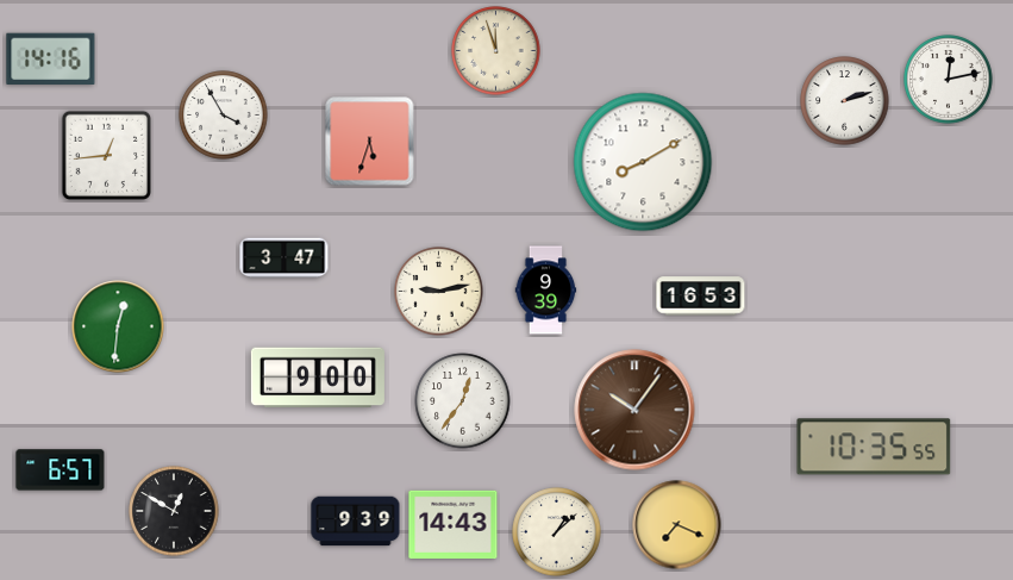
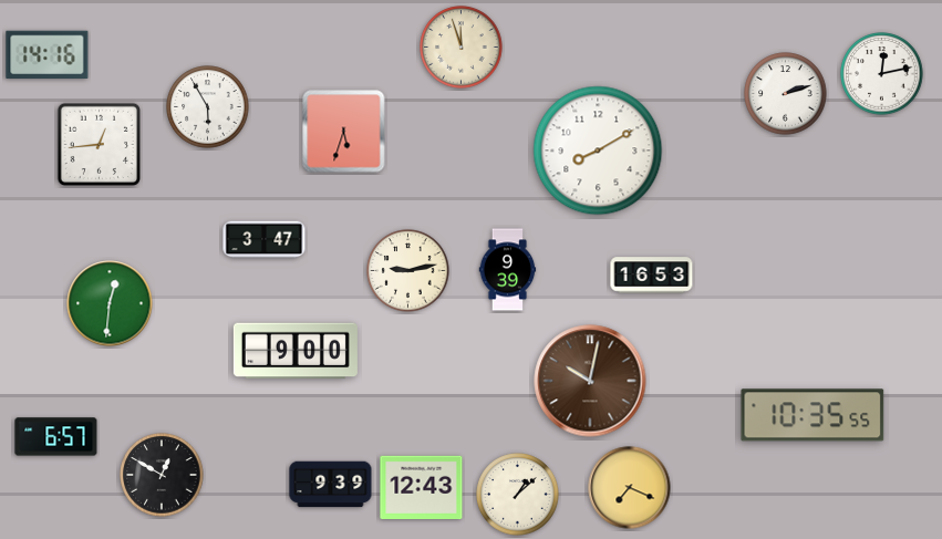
clock at (224, 116): 3:55 -> 5:55
clock at (463, 401): 12:36 -> none
clock at (634, 410): 10:06 -> 10:02
clock at (454, 524): 14:43 -> 12:43
